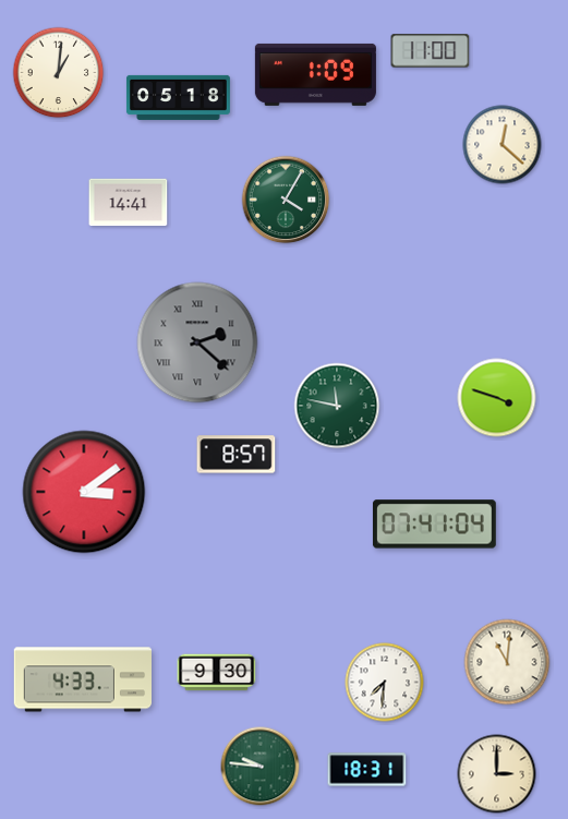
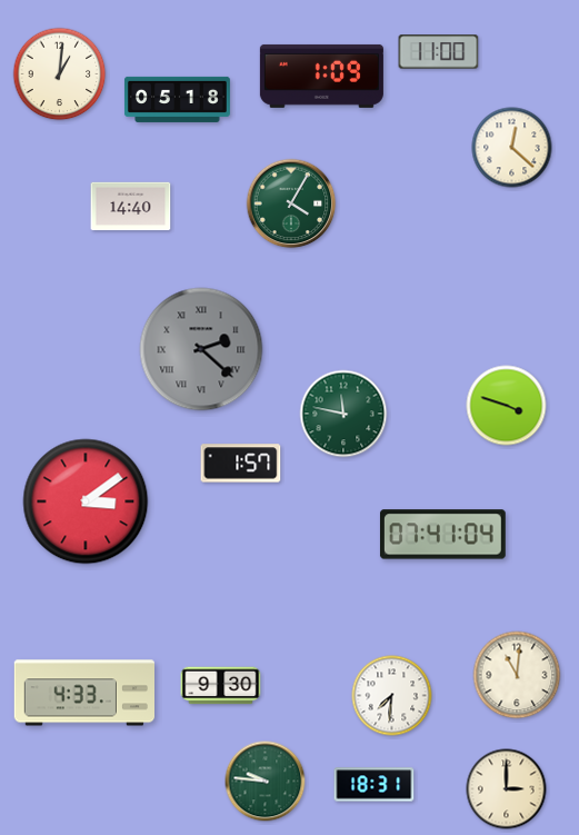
clock at (178, 97) position: (178, 97) -> (177, 99)
clock at (129, 203): 14:41 -> 14:40
clock at (237, 455): 8:57 -> 1:57
